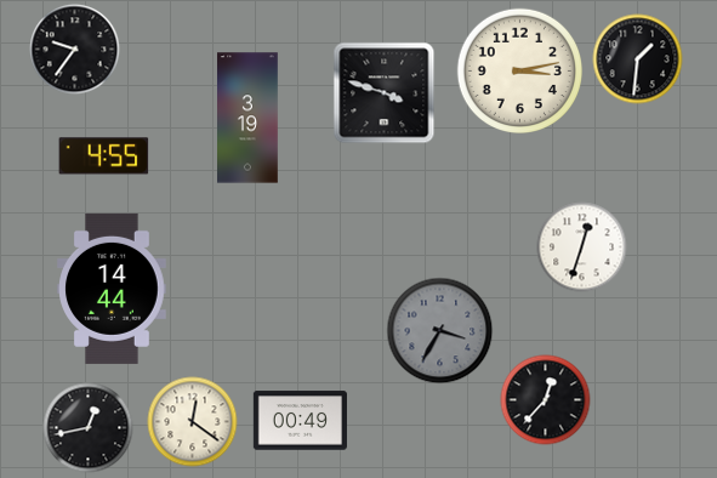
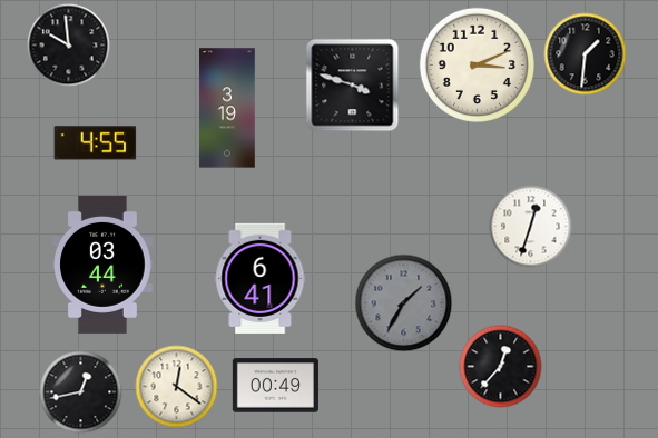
clock at (75, 50): 9:36 -> 9:59
clock at (519, 70): 3:13 -> 3:11
clock at (582, 247) position: (582, 247) -> (531, 227)
clock at (112, 289): 14:44 -> 03:44
clock at (261, 278): none -> 6:41
clock at (440, 331): 3:35 -> 1:35
